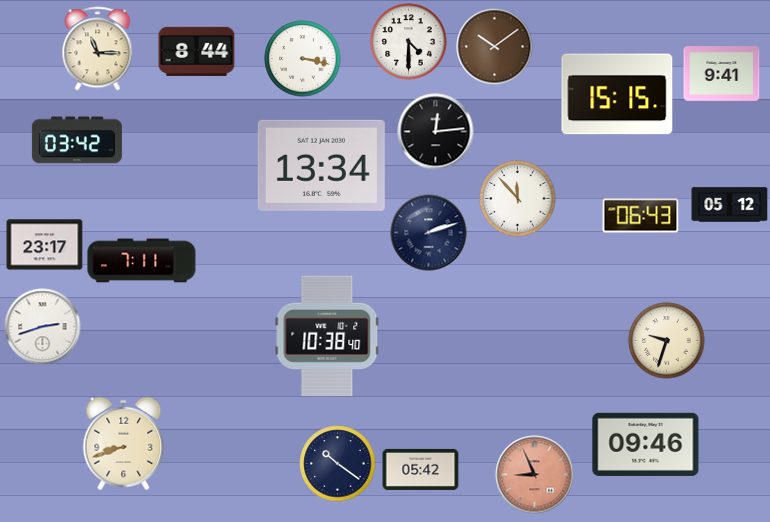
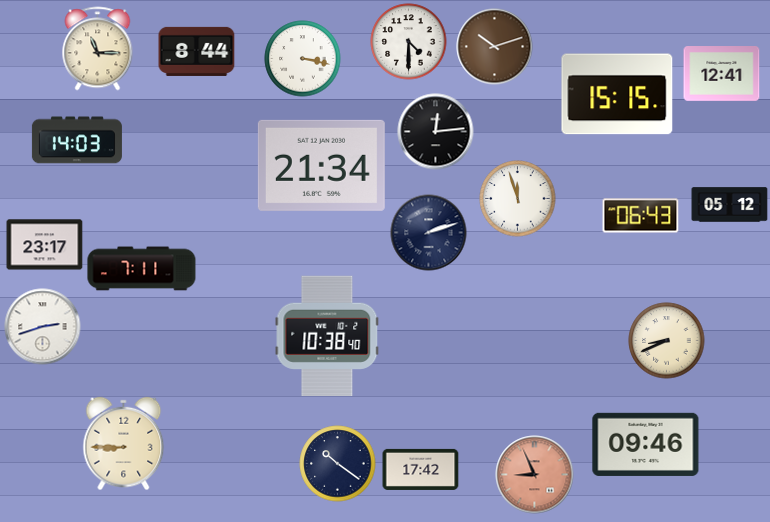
clock at (495, 47): 10:09 -> 10:12
clock at (722, 74): 9:41 -> 12:41
clock at (77, 140): 03:42 -> 14:03
clock at (321, 165): 13:34 -> 21:34
clock at (518, 199): 11:53 -> 11:57
clock at (142, 261) position: (142, 261) -> (142, 269)
clock at (667, 341): 9:33 -> 8:41
clock at (124, 444): 8:42 -> 8:45
clock at (421, 469): 05:42 -> 17:42
